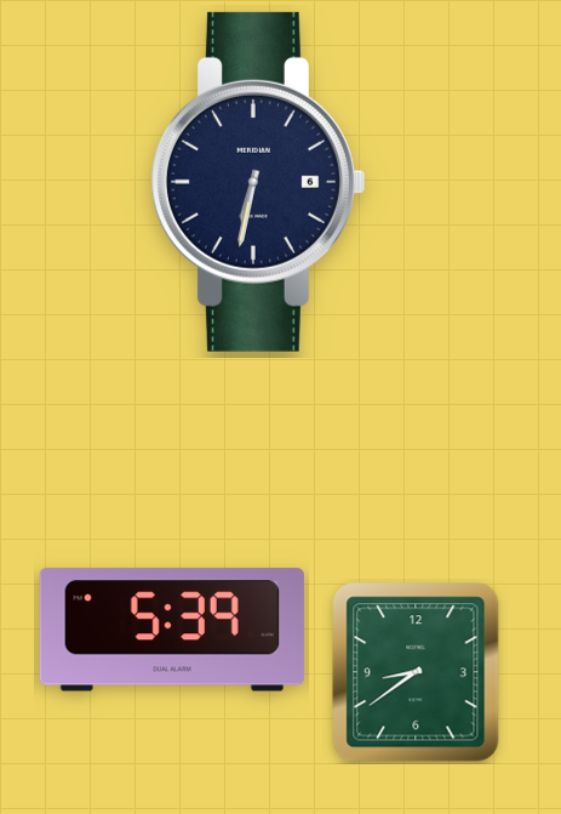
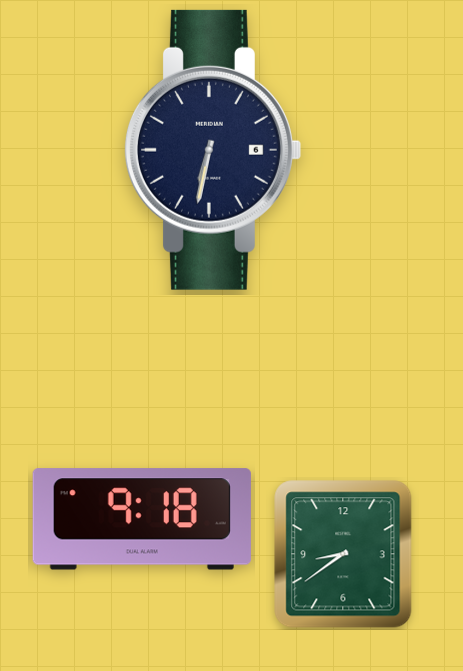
clock at (172, 630): 5:39 -> 9:18
